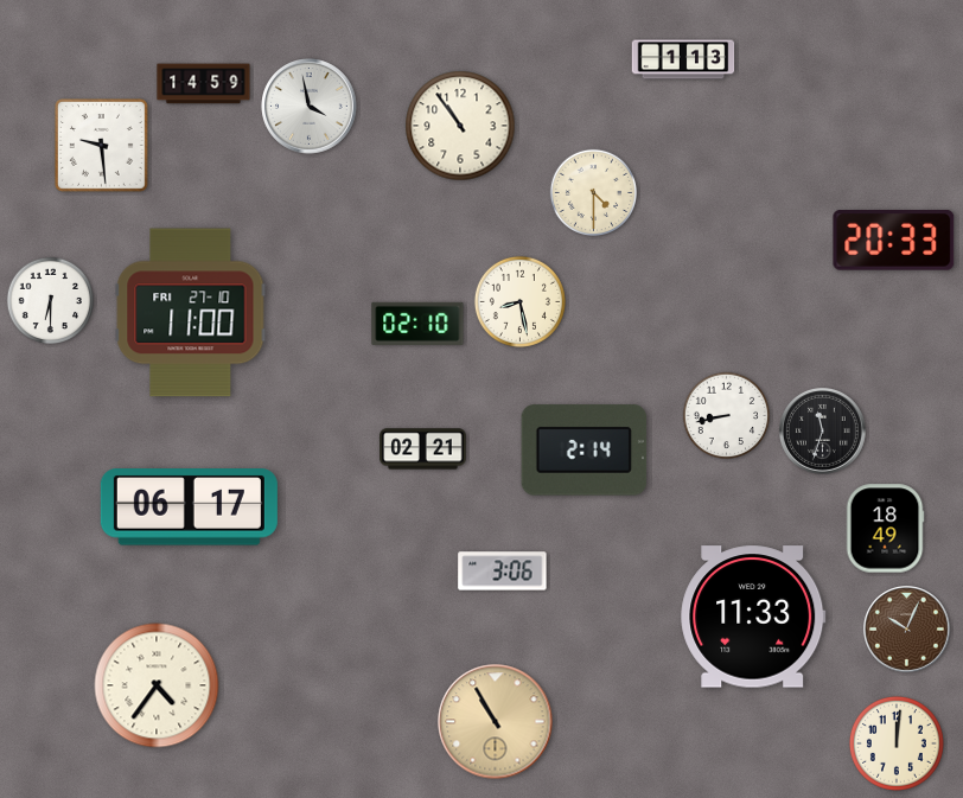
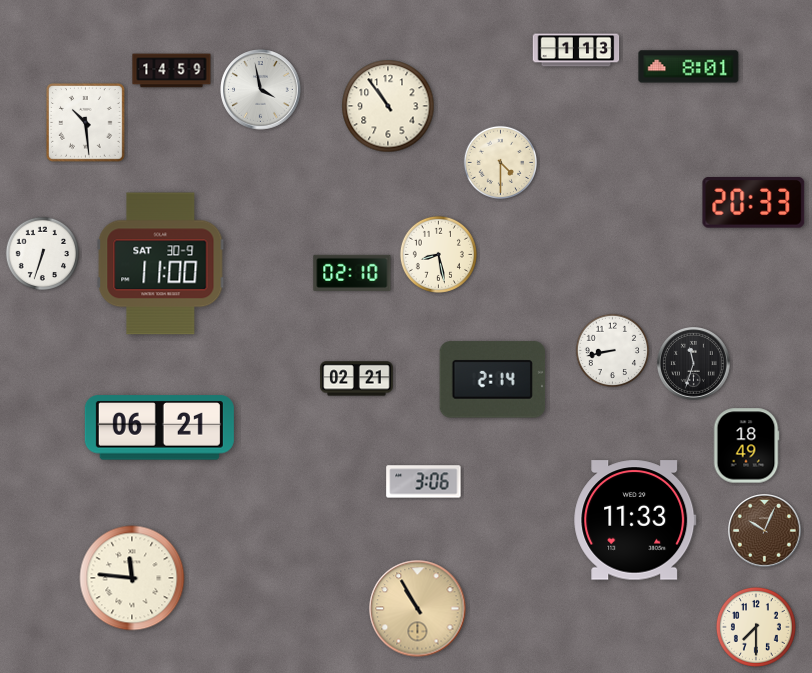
clock at (689, 67): none -> 8:01
clock at (102, 146): 9:29 -> 10:29
clock at (51, 301): 6:30 -> 6:33
clock at (191, 313) date: FRI 27-10 -> SAT 30-9
clock at (189, 507): 06:17 -> 06:21
clock at (157, 685): 4:36 -> 11:46
clock at (897, 743): 12:01 -> 7:30
